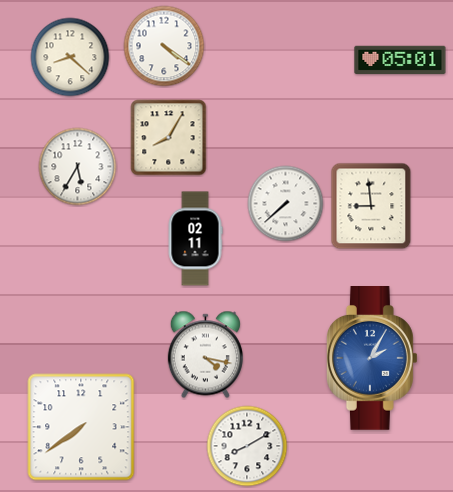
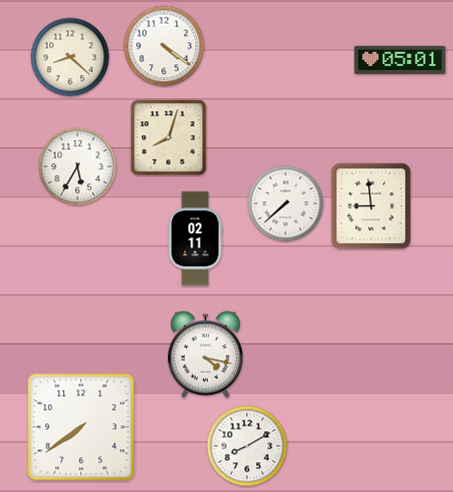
clock at (169, 138): 8:05 -> 8:03
clock at (372, 359): 2:05 -> none
